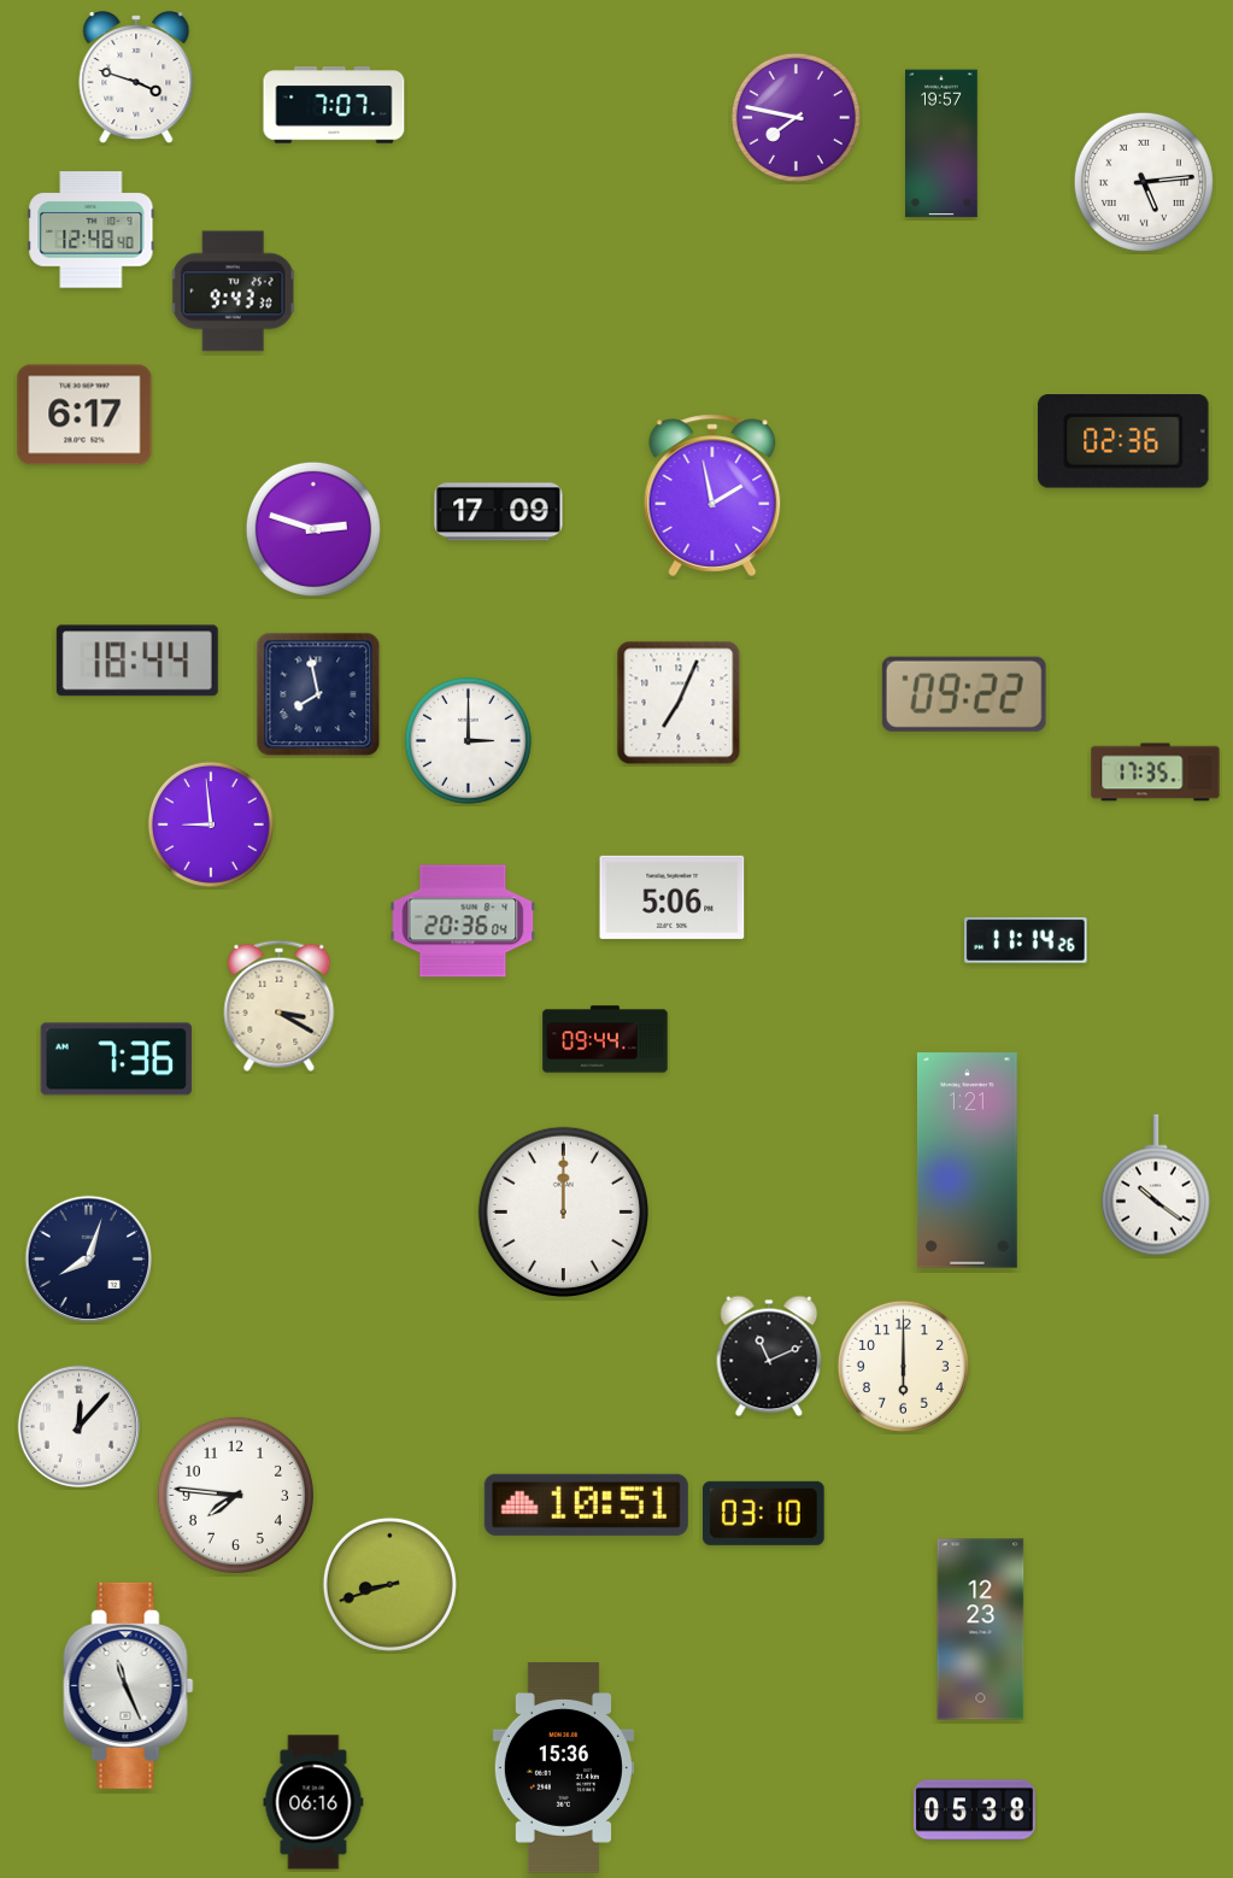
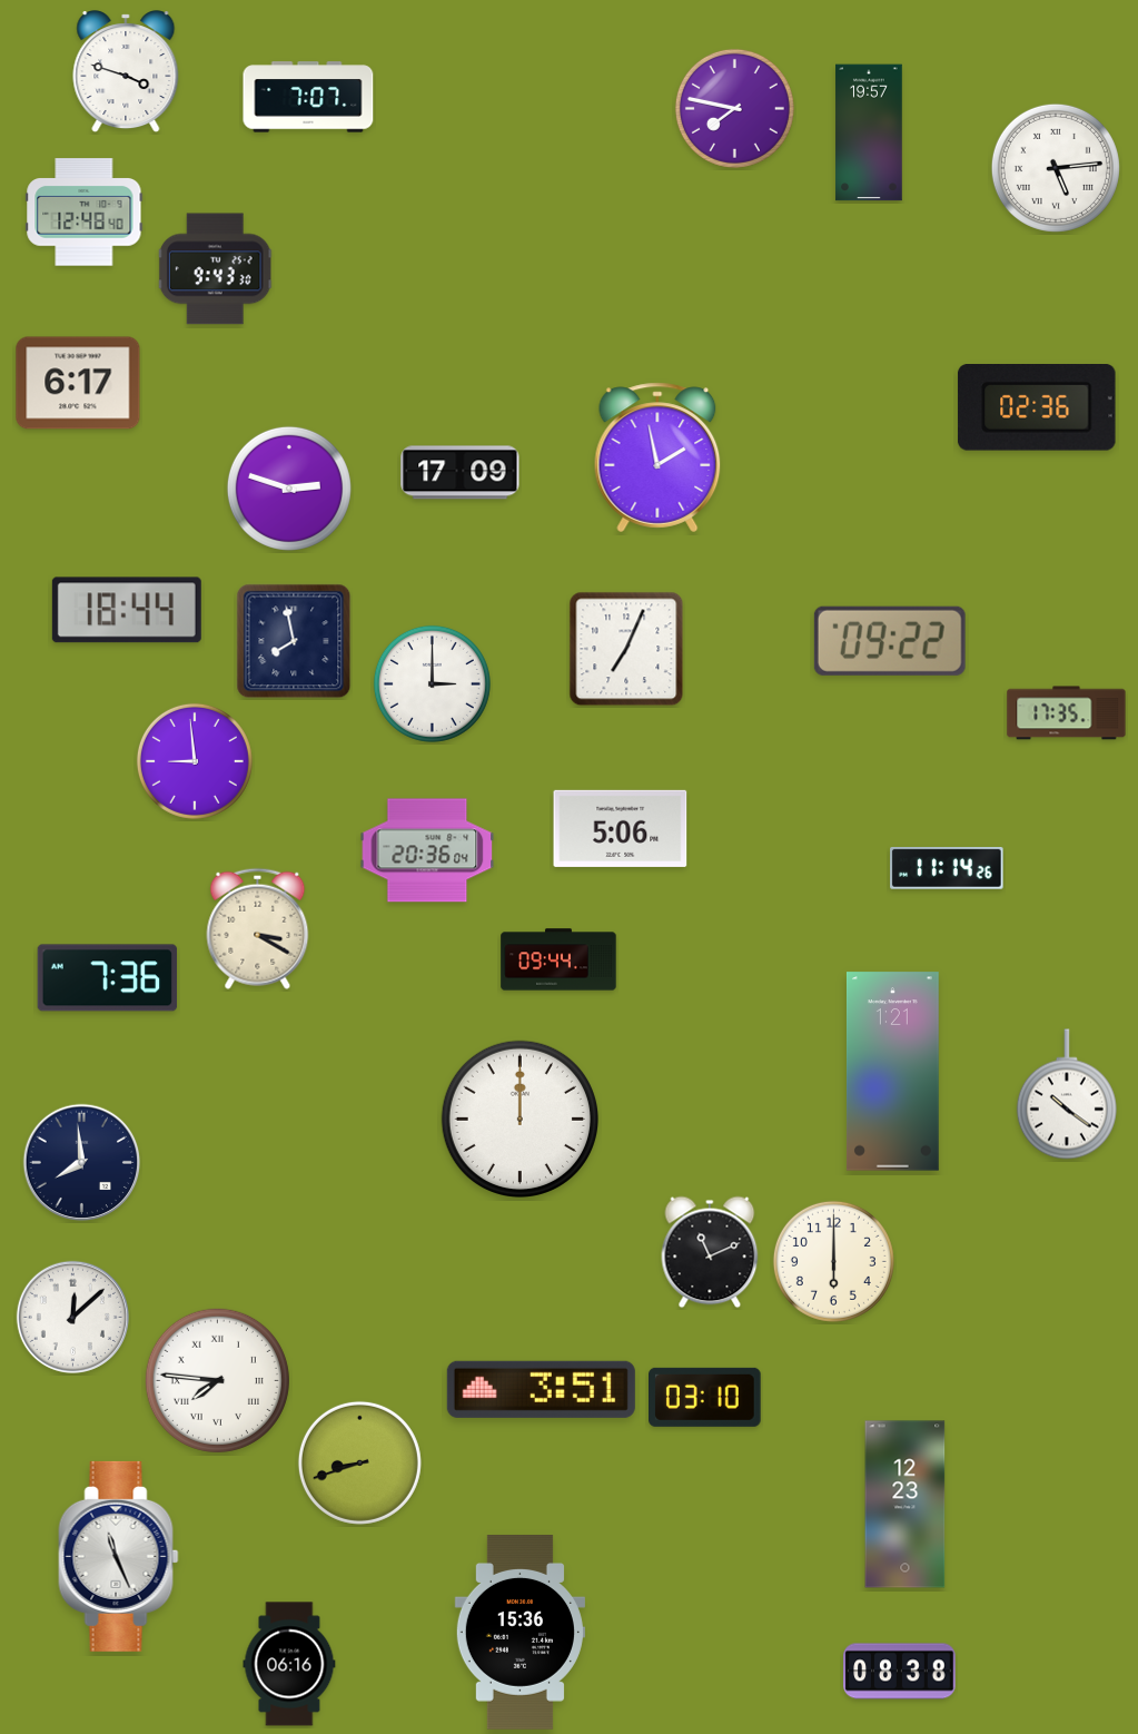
clock at (89, 1260): 8:03 -> 7:59
clock at (78, 1426): 12:07 -> 12:08
clock at (235, 1495) numerals: Arabic -> Roman
clock at (586, 1504): 10:51 -> 3:51
clock at (975, 1810): 05:38 -> 08:38
